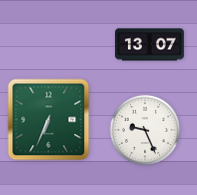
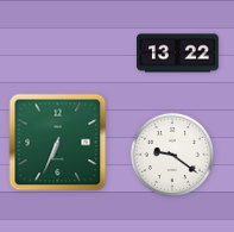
clock at (150, 45): 13:07 -> 13:22
clock at (145, 130): 9:26 -> 9:21
